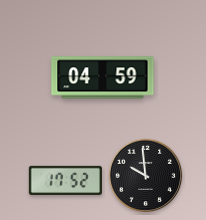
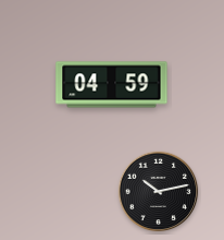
clock at (146, 176): 9:59 -> 10:13
clock at (65, 180): 17:52 -> none
